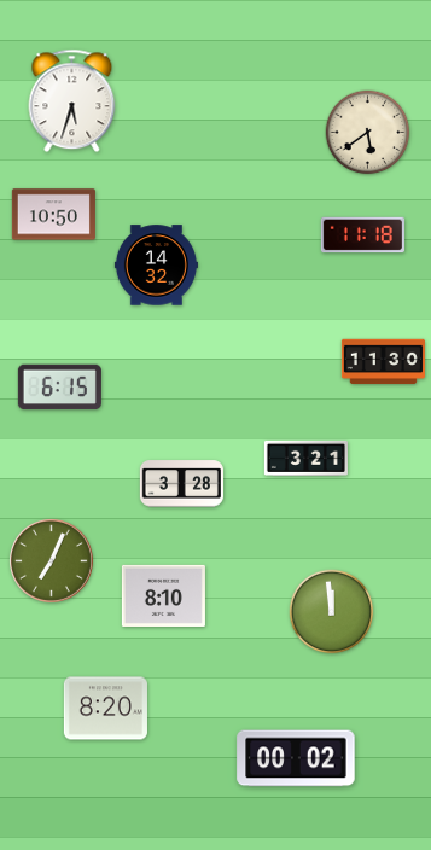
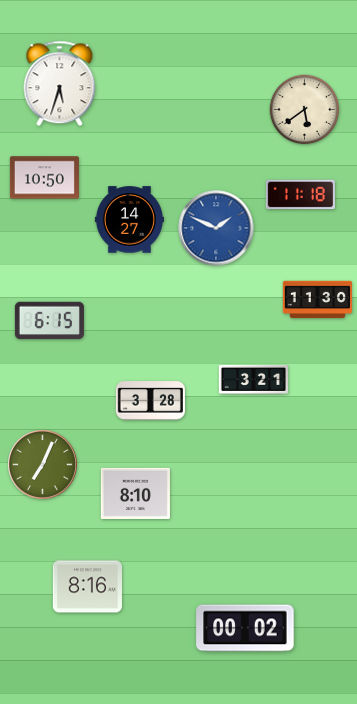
clock at (156, 266): 14:32 -> 14:27
clock at (216, 228): none -> 1:49
clock at (332, 612): 11:59 -> none
clock at (105, 709): 8:20 -> 8:16
